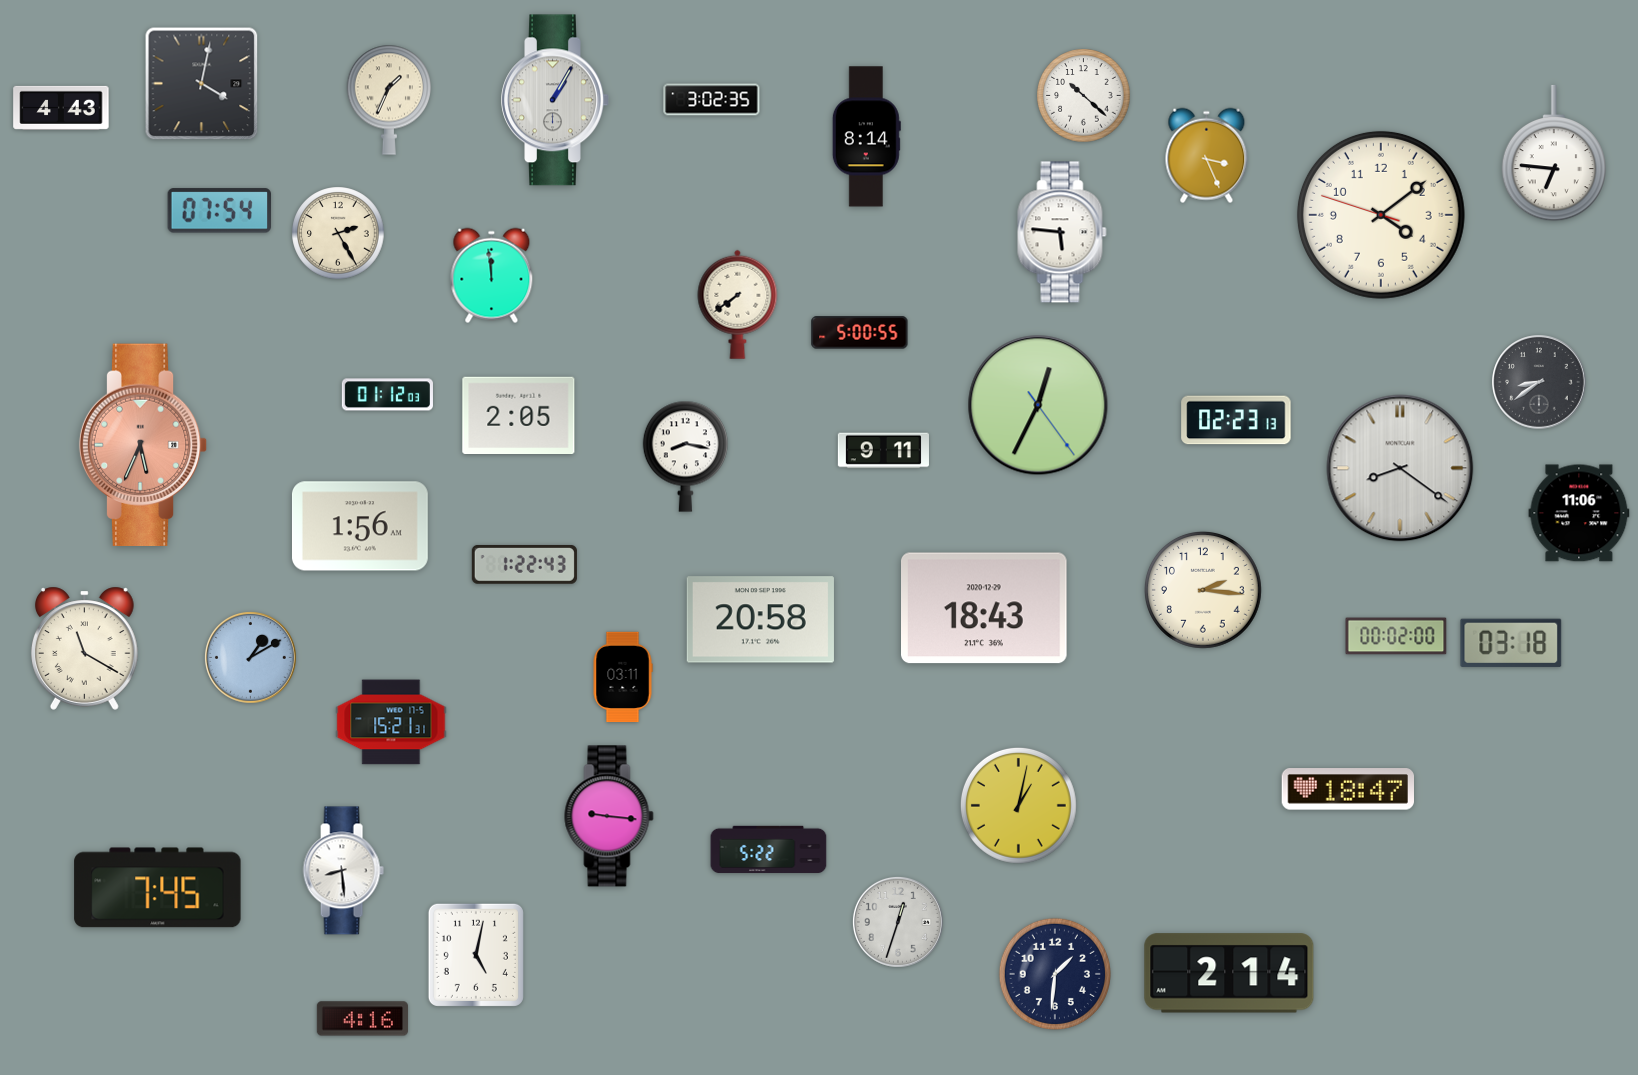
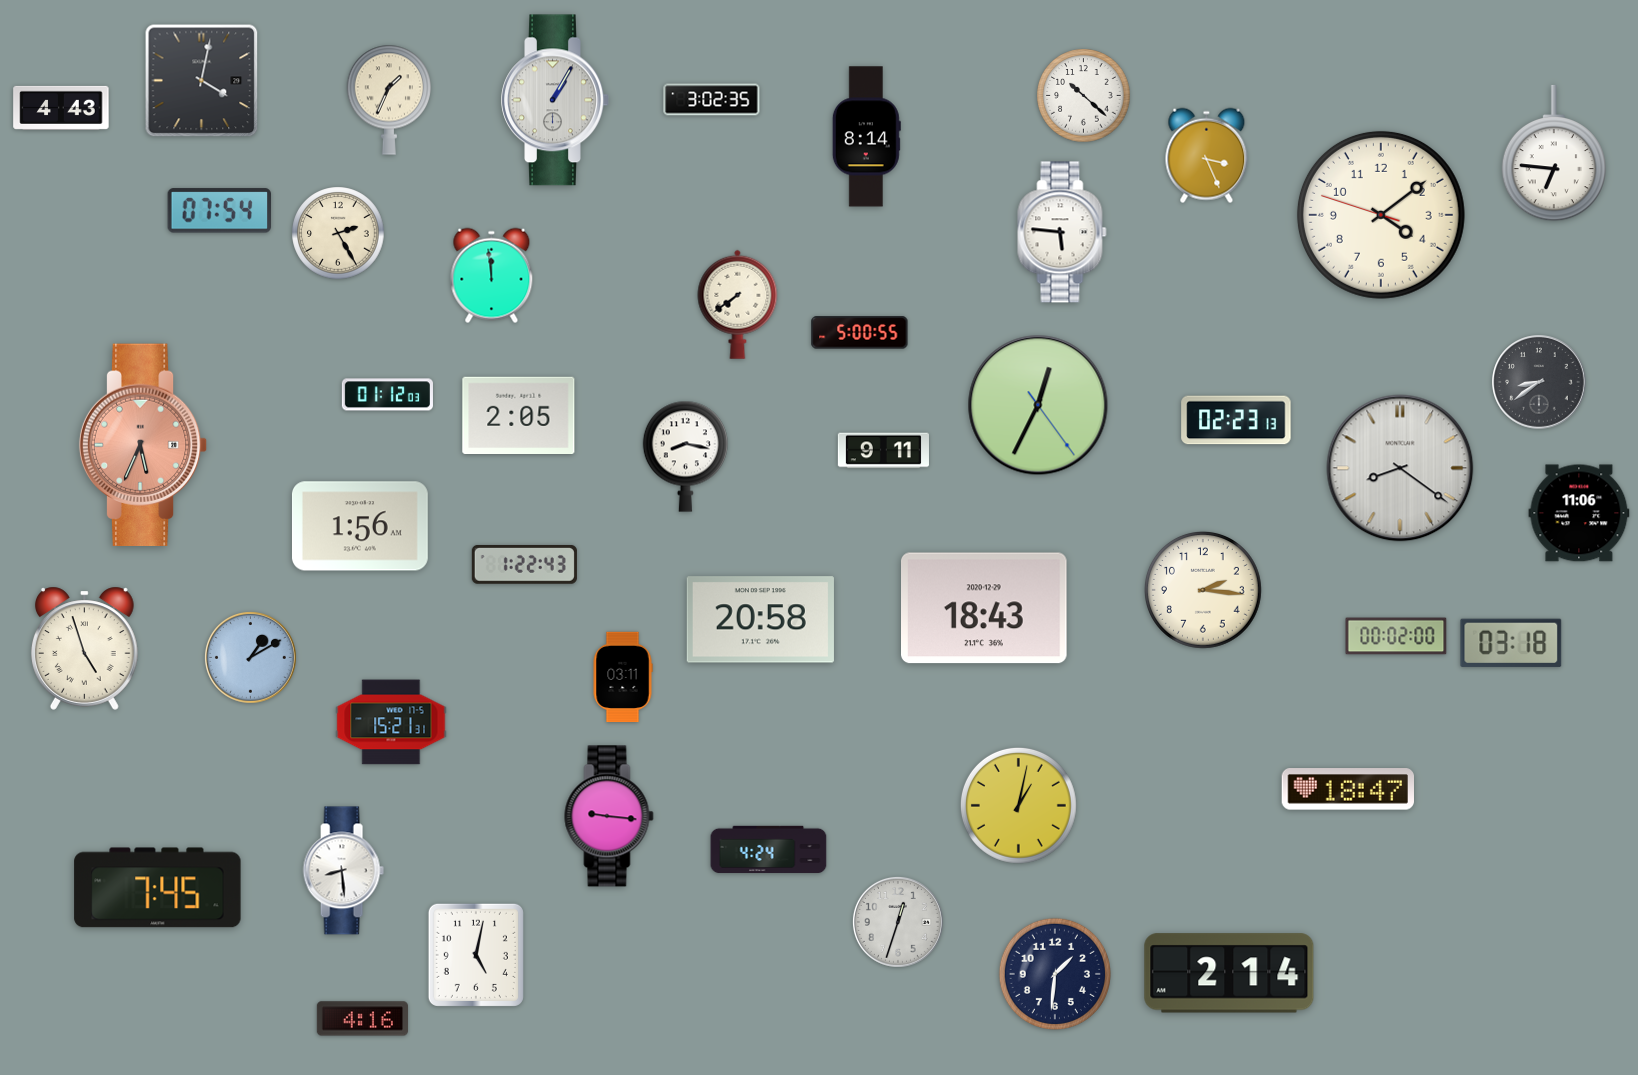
clock at (202, 84) position: (202, 84) -> (202, 81)
clock at (84, 648): 11:20 -> 4:57
clock at (769, 850): 5:22 -> 4:24
